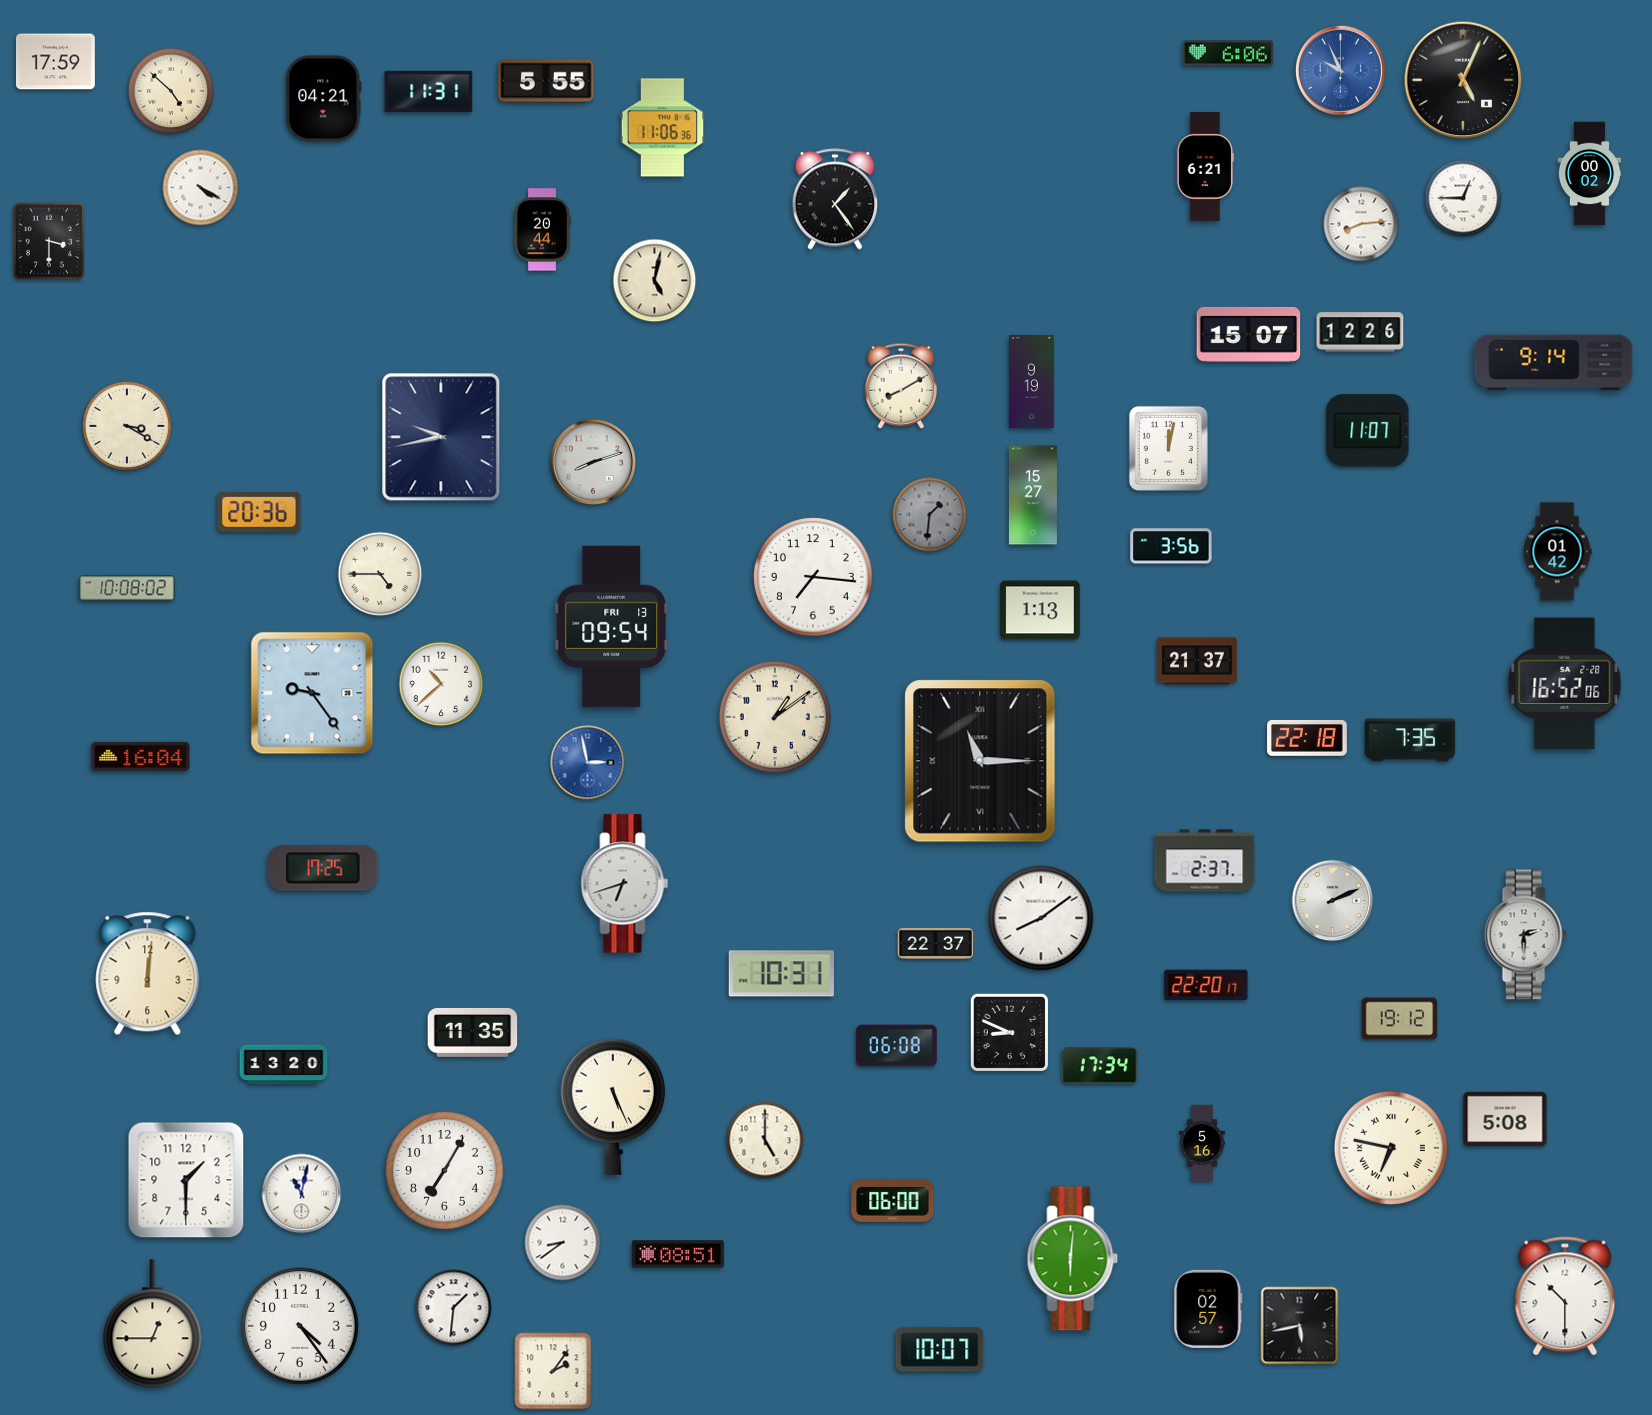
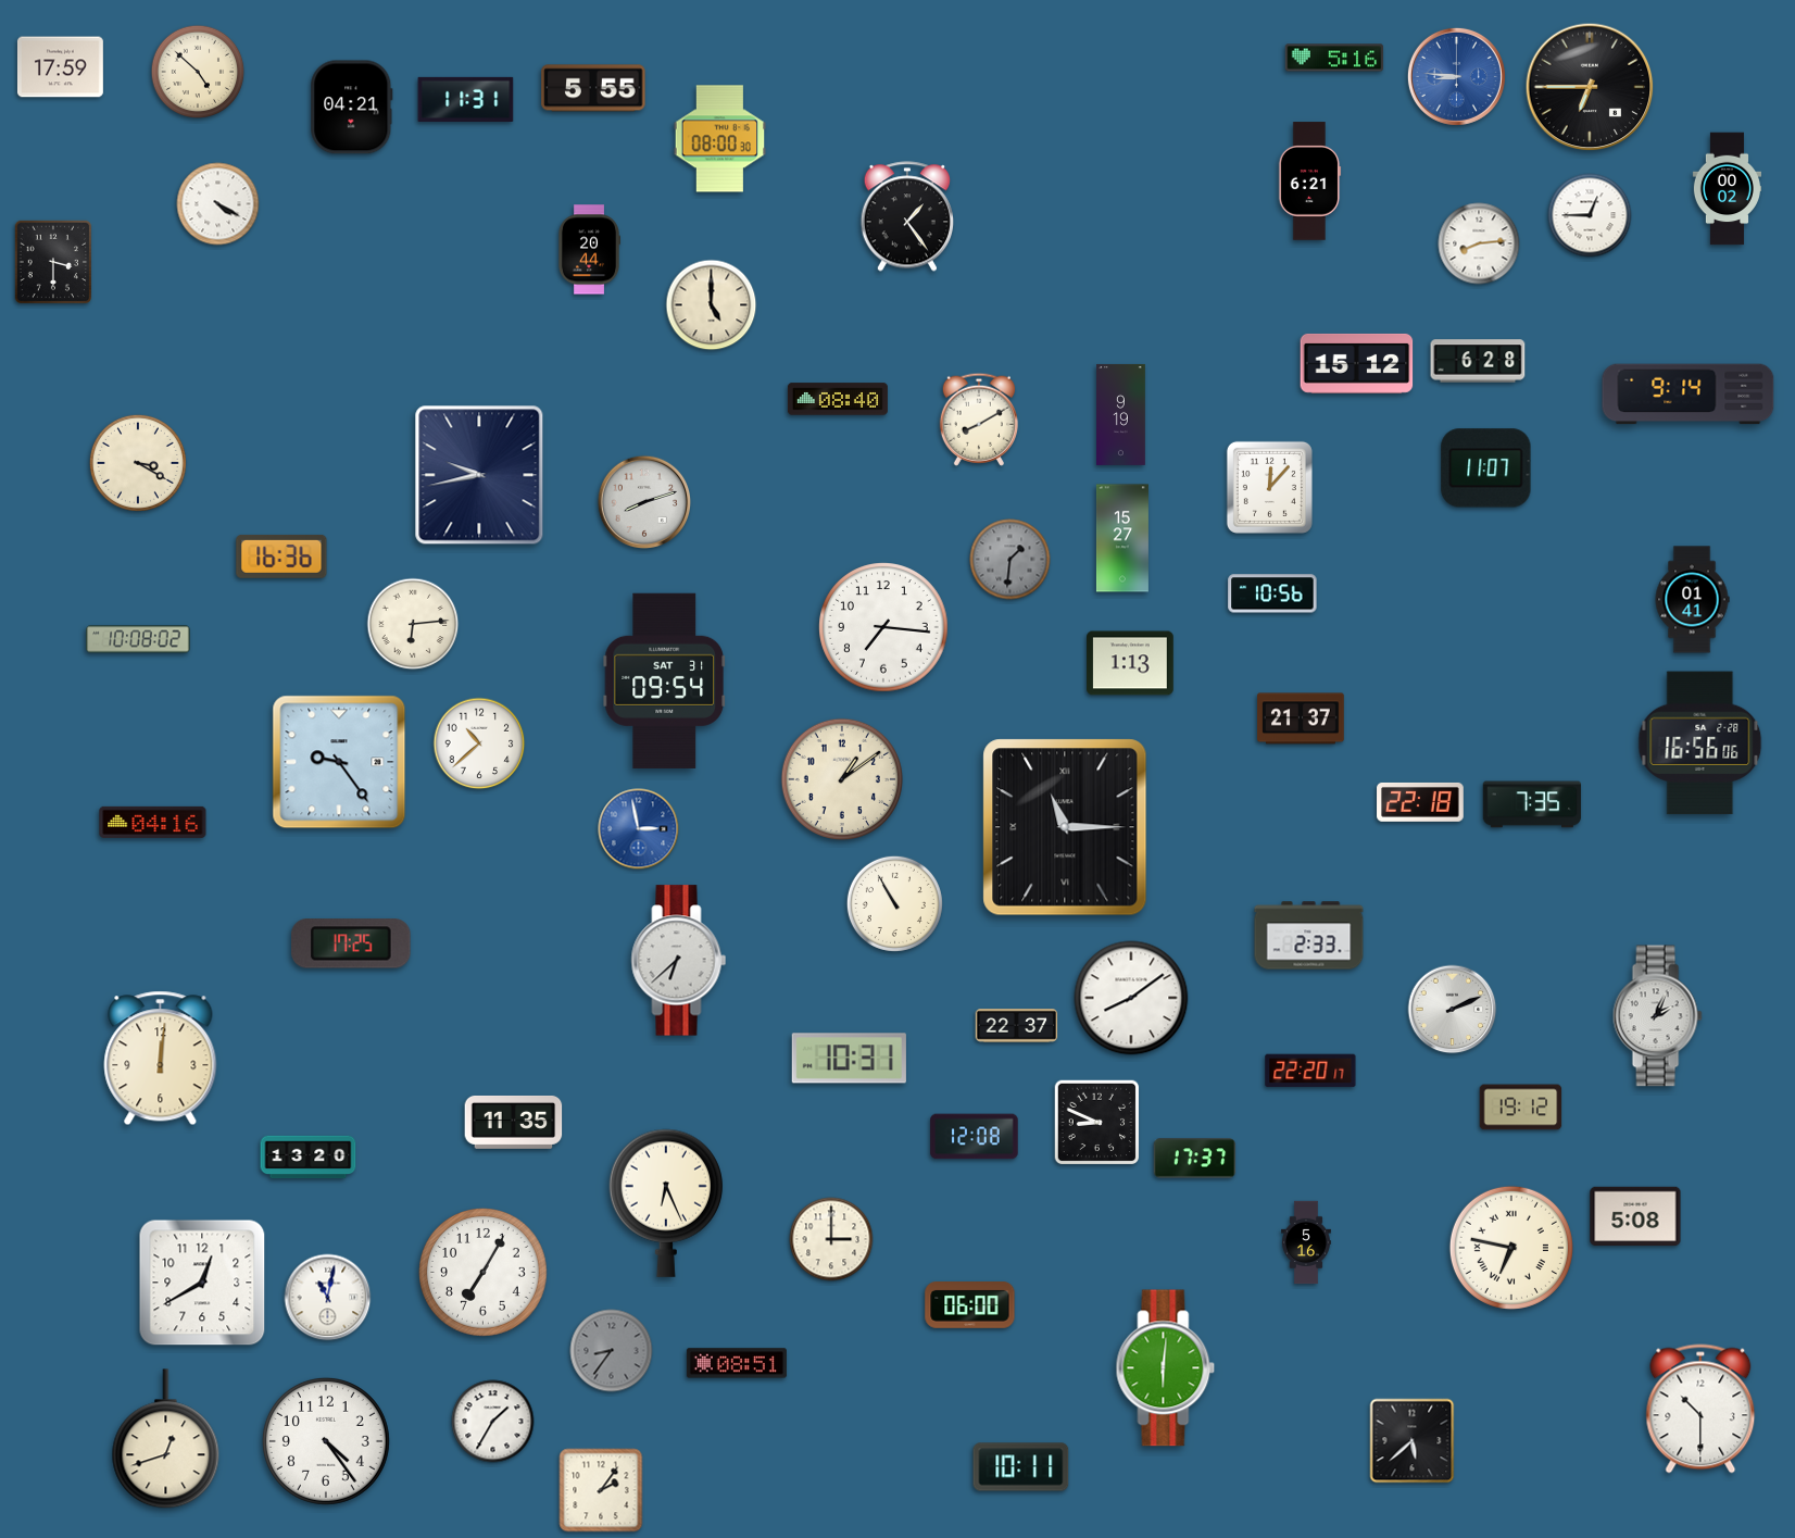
clock at (1228, 53): 6:06 -> 5:16
clock at (1340, 70): 9:56 -> 8:46
clock at (1463, 80): 5:04 -> 6:45
clock at (171, 91) position: (171, 91) -> (198, 72)
clock at (663, 128): 11:06 -> 08:00
clock at (655, 281): 5:02 -> 5:00
clock at (1360, 332): 12:26 -> 6:28
clock at (1249, 334): 15:07 -> 15:12
clock at (838, 399): none -> 08:40
clock at (1168, 448): 12:02 -> 12:07
clock at (259, 512): 20:36 -> 16:36
clock at (1171, 546): 3:56 -> 10:56
clock at (1557, 552): 01:42 -> 01:41
clock at (380, 574): 4:45 -> 6:14
clock at (611, 626) date: FRI 13 -> SAT 31
clock at (1565, 684): 16:52 -> 16:56
clock at (312, 693) position: (312, 693) -> (339, 762)
clock at (141, 756): 16:04 -> 04:16
clock at (894, 903): none -> 10:55
clock at (1205, 861): 2:37 -> 2:33
clock at (625, 884): 6:42 -> 6:38
clock at (1333, 901) position: (1333, 901) -> (1453, 1010)
clock at (1525, 935): 2:30 -> 2:04
clock at (897, 1046): 06:08 -> 12:08
clock at (1100, 1066): 17:34 -> 17:37
clock at (613, 1107): 5:26 -> 6:26
clock at (765, 1140): 5:00 -> 3:00
clock at (186, 1180): 1:30 -> 12:40
clock at (563, 1243): 8:39 -> 8:36
clock at (563, 1243) dial: white -> grey
clock at (454, 1308): 1:31 -> 1:35
clock at (1208, 1309): 02:57 -> none
clock at (153, 1324): 12:45 -> 12:42
clock at (1300, 1326): 5:43 -> 5:38
clock at (940, 1350): 10:07 -> 10:11
